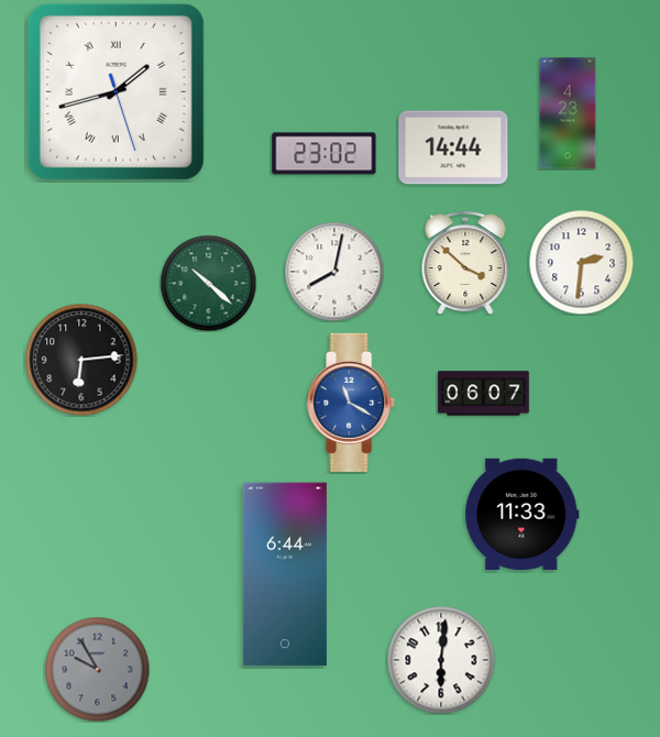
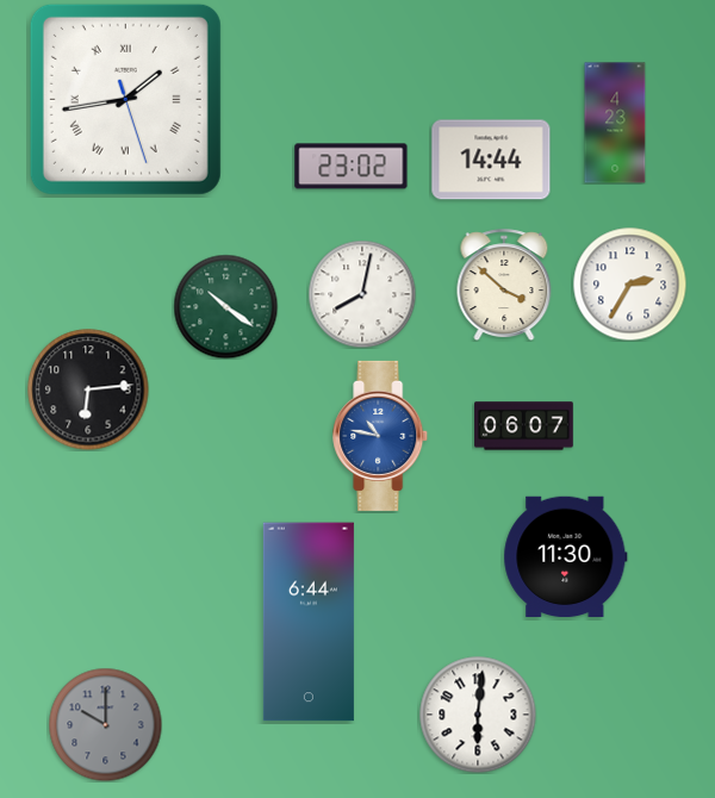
clock at (116, 91): 1:42 -> 1:43
clock at (581, 262): 2:31 -> 2:35
clock at (208, 283): 10:22 -> 10:21
clock at (352, 403): 11:20 -> 10:47
clock at (522, 514): 11:33 -> 11:30
clock at (97, 669): 9:55 -> 10:00
